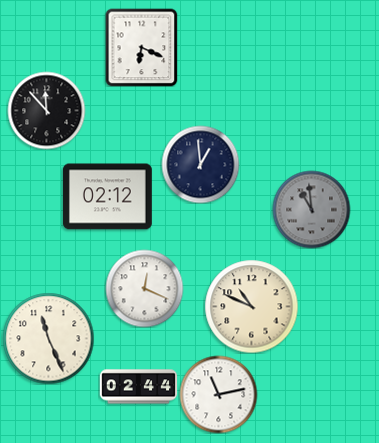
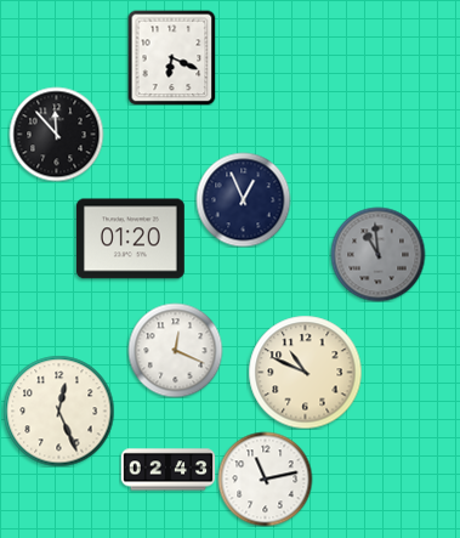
clock at (200, 164): 12:59 -> 12:56
clock at (107, 197): 02:12 -> 01:20
clock at (48, 338): 11:26 -> 12:26
clock at (138, 387): 02:44 -> 02:43
